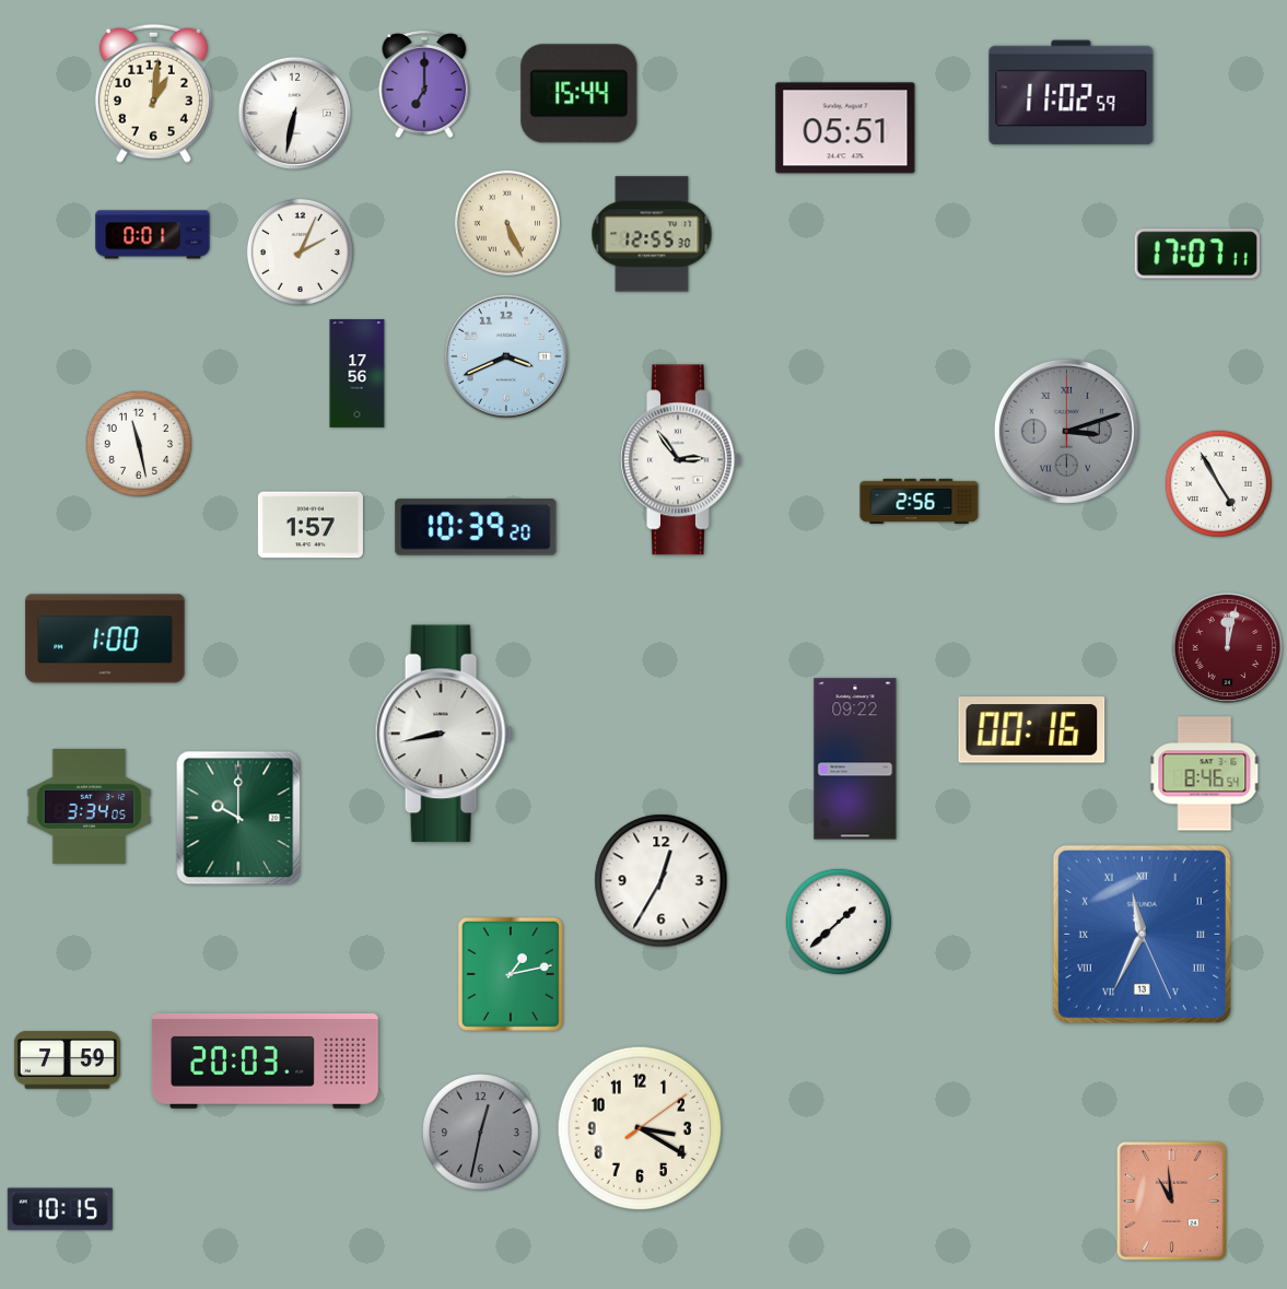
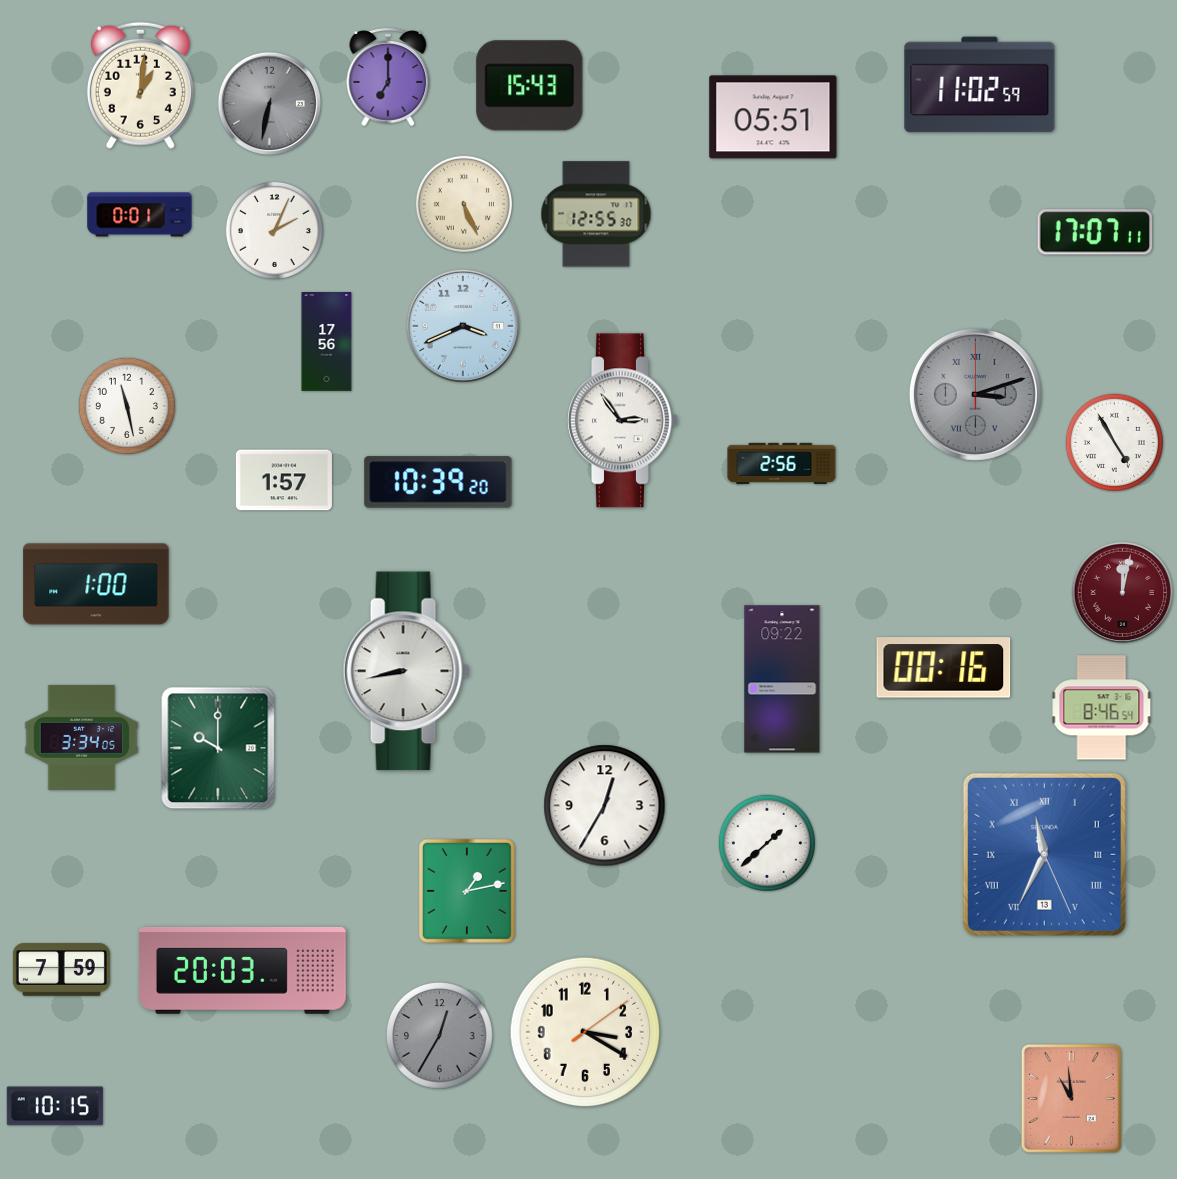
clock at (580, 94): 15:44 -> 15:43
clock at (294, 113) dial: white -> grey
clock at (920, 501) position: (920, 501) -> (782, 463)
clock at (476, 527) position: (476, 527) -> (438, 482)
clock at (855, 759) position: (855, 759) -> (782, 679)
clock at (481, 1133): 12:32 -> 12:35
